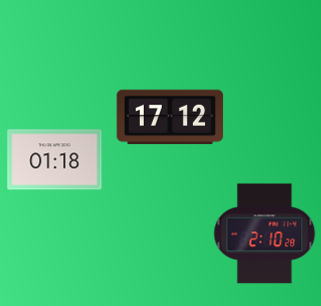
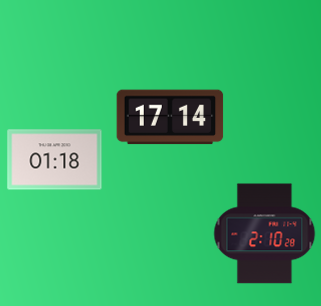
clock at (170, 117): 17:12 -> 17:14
